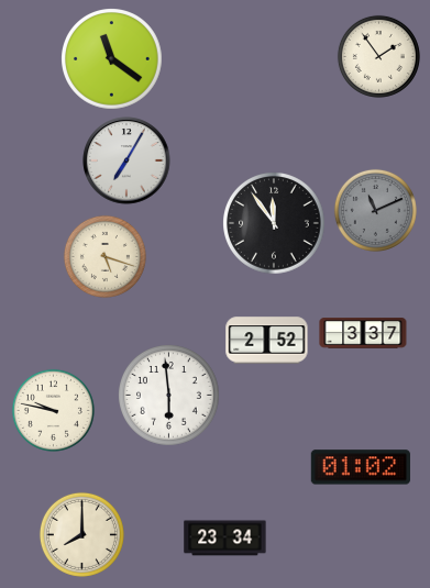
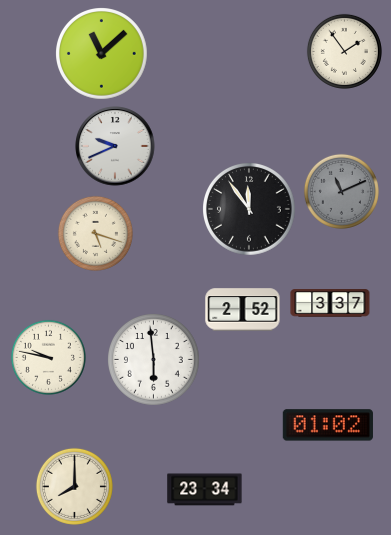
clock at (112, 59): 11:21 -> 11:08
clock at (126, 160): 7:05 -> 9:41
clock at (275, 224) position: (275, 224) -> (250, 210)
clock at (53, 410) position: (53, 410) -> (48, 357)
